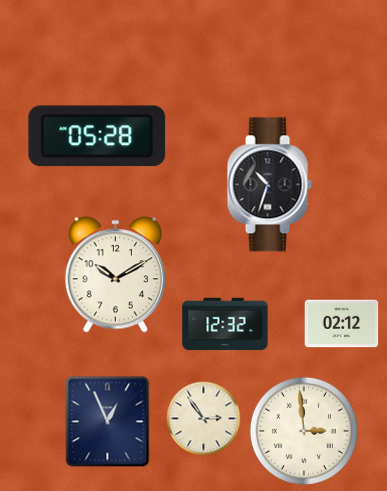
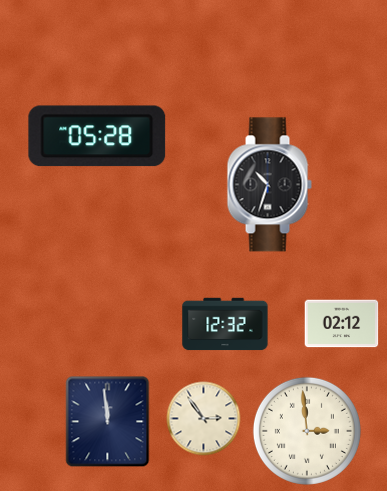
clock at (115, 275): 10:10 -> none
clock at (108, 422): 12:56 -> 11:59
clock at (304, 431) position: (304, 431) -> (307, 431)
